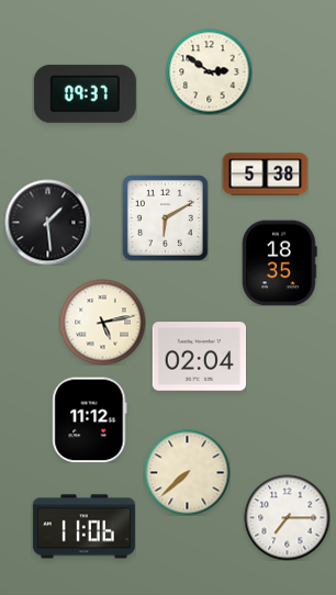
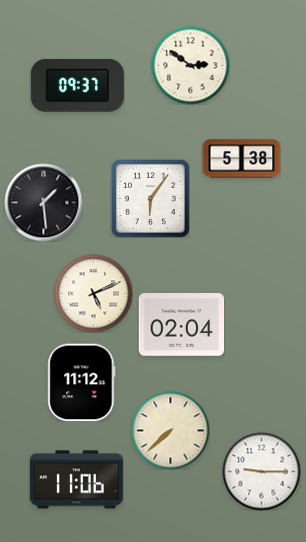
clock at (165, 217): 6:10 -> 6:06
clock at (280, 262): 18:35 -> none
clock at (102, 322): 5:13 -> 5:11
clock at (287, 517): 7:15 -> 9:15
